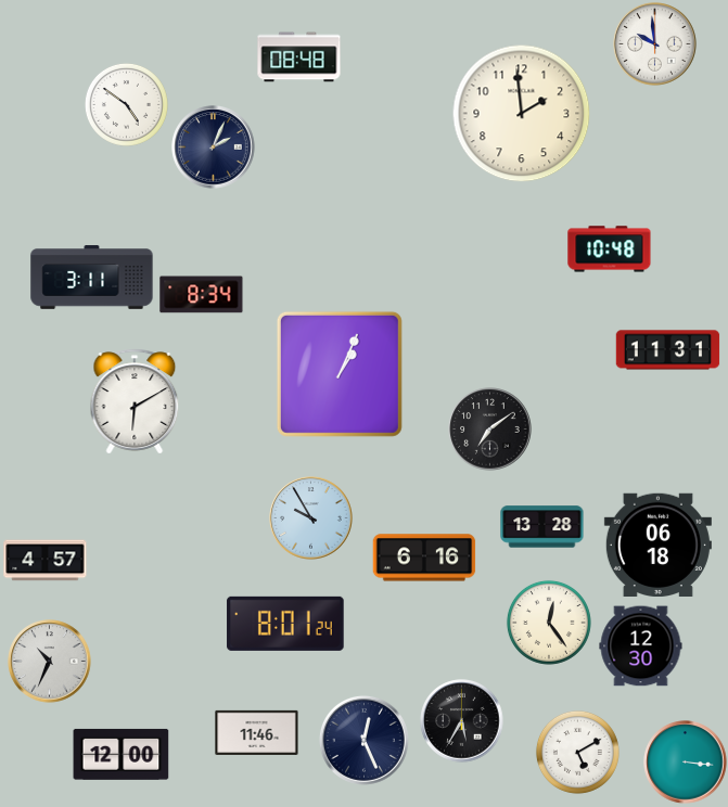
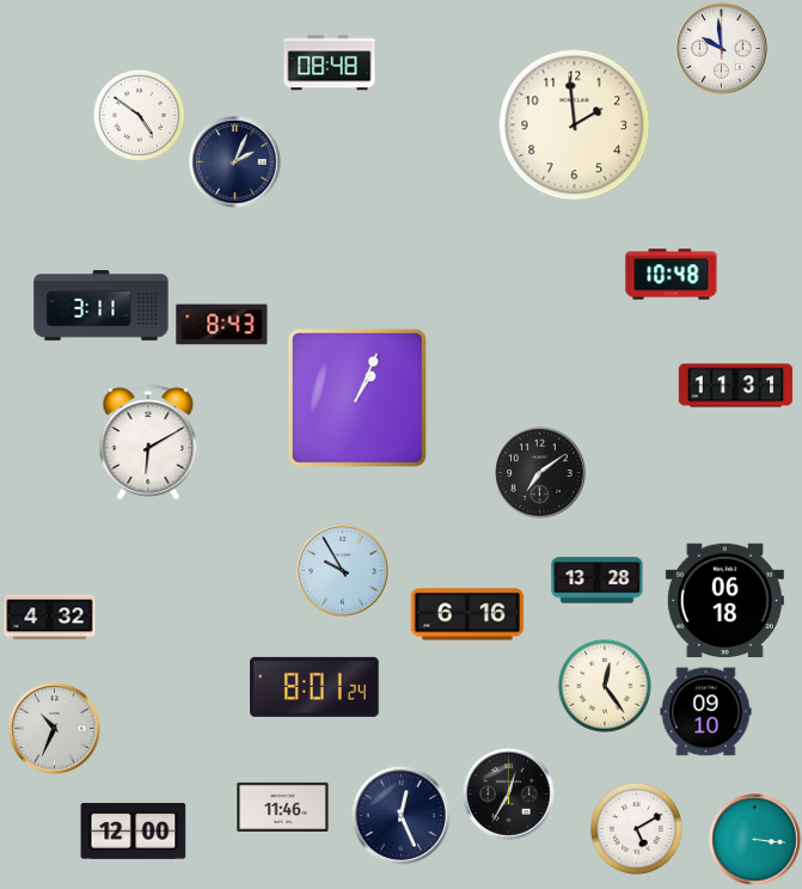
clock at (202, 295): 8:34 -> 8:43
clock at (340, 374) position: (340, 374) -> (357, 398)
clock at (46, 561): 4:57 -> 4:32
clock at (641, 646): 12:30 -> 09:10
clock at (462, 721): 5:35 -> 12:35
